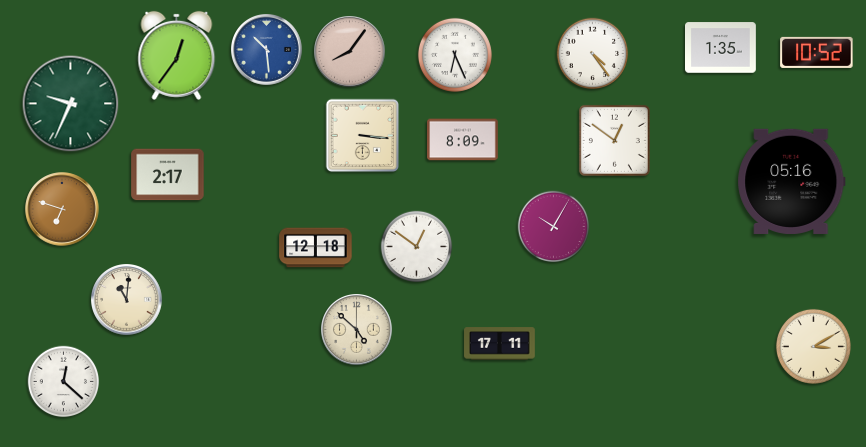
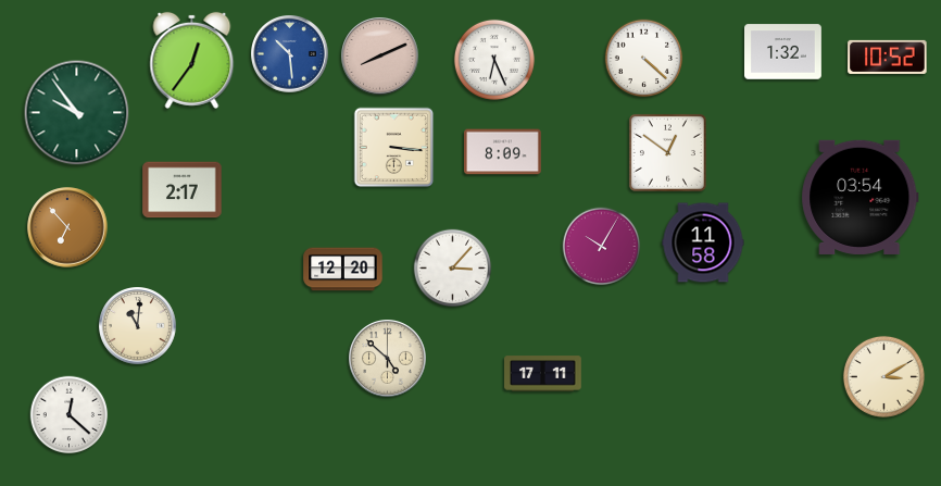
clock at (721, 48): 1:35 -> 1:32
clock at (350, 52): 8:06 -> 8:11
clock at (593, 54): 4:24 -> 4:22
clock at (71, 104): 9:34 -> 9:54
clock at (792, 181): 05:16 -> 03:54
clock at (62, 209): 6:48 -> 6:53
clock at (703, 242): none -> 11:58
clock at (417, 247): 12:51 -> 3:07
clock at (316, 248): 12:18 -> 12:20
